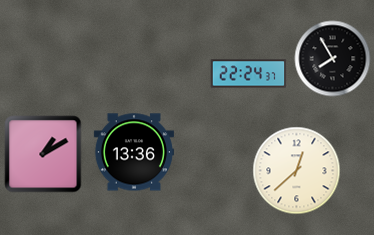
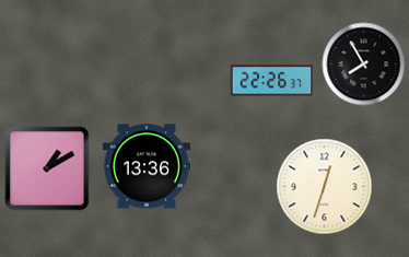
clock at (249, 74): 22:24 -> 22:26
clock at (297, 171): 12:38 -> 12:33
